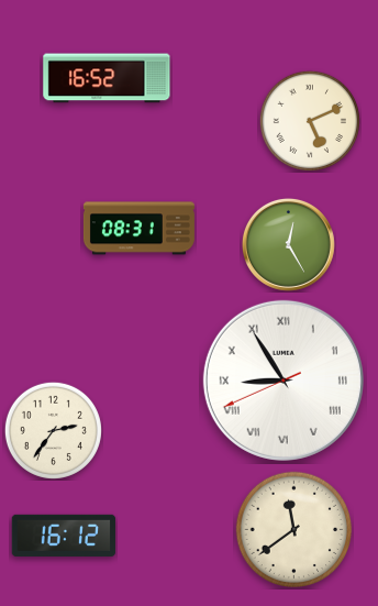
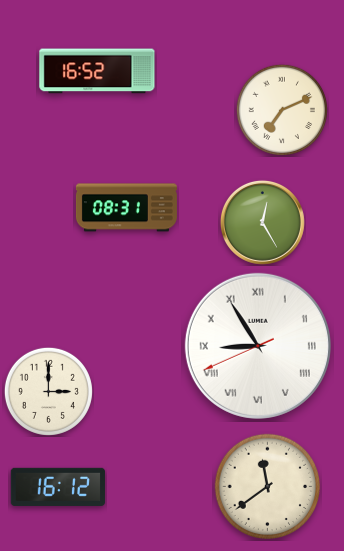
clock at (310, 121): 5:11 -> 7:11
clock at (53, 430): 2:36 -> 3:00
clock at (294, 530) position: (294, 530) -> (268, 487)
